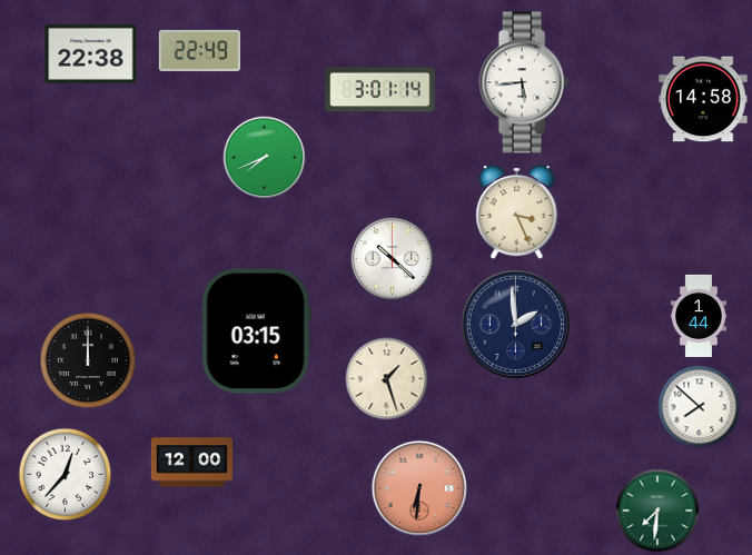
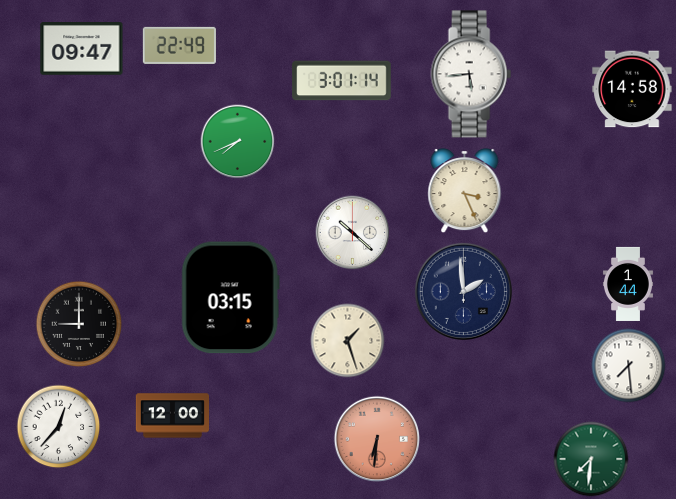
clock at (91, 54): 22:38 -> 09:47
clock at (88, 360): 12:00 -> 9:00
clock at (700, 407): 7:52 -> 7:29
